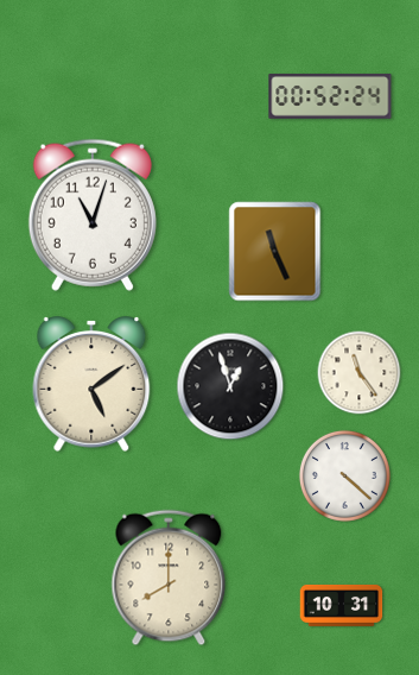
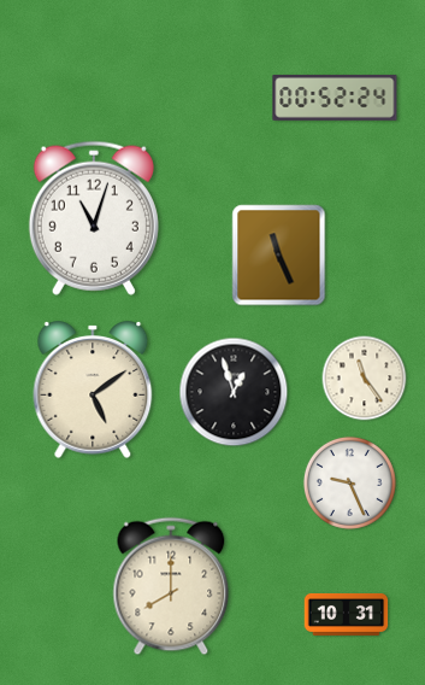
clock at (344, 475): 4:22 -> 9:26
